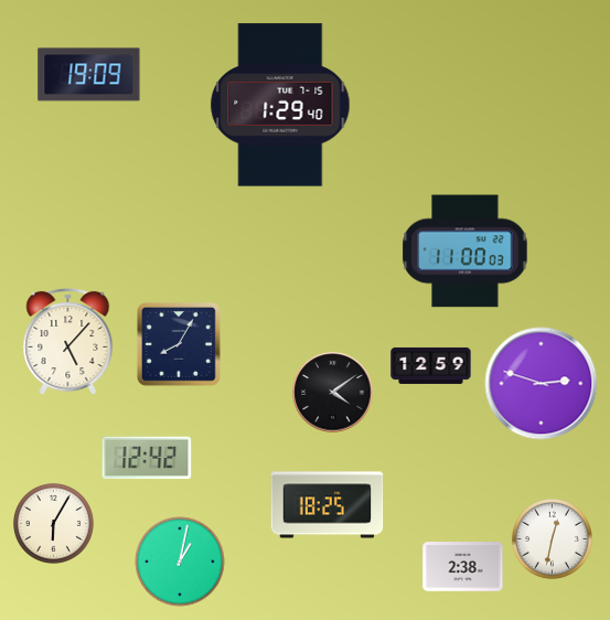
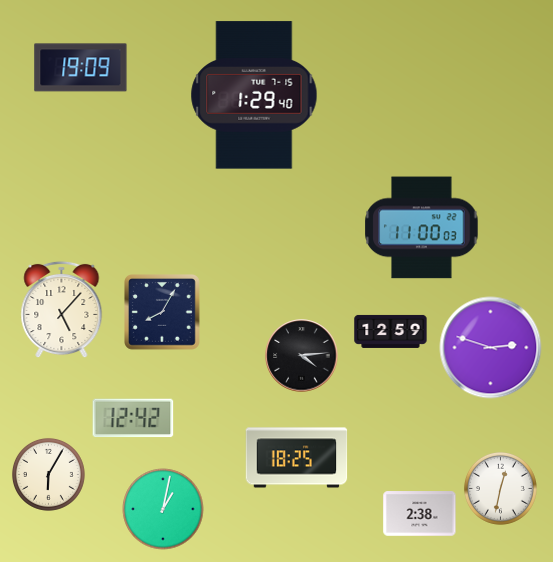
clock at (333, 393): 4:09 -> 4:14
clock at (147, 458) position: (147, 458) -> (133, 418)
